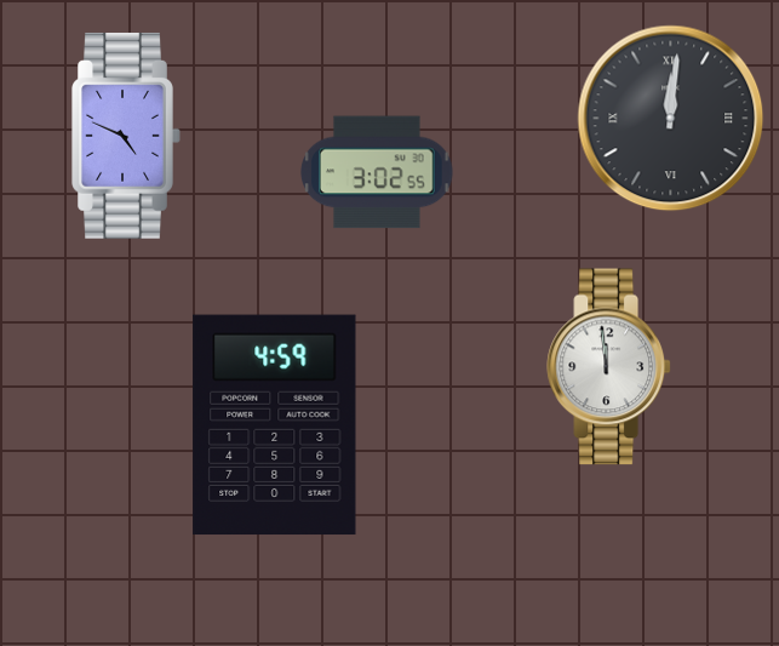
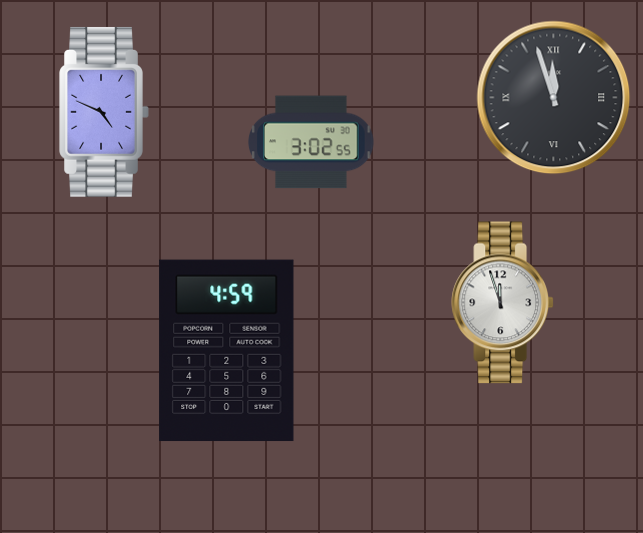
clock at (671, 119): 12:01 -> 11:57
clock at (609, 367): 11:59 -> 11:57
